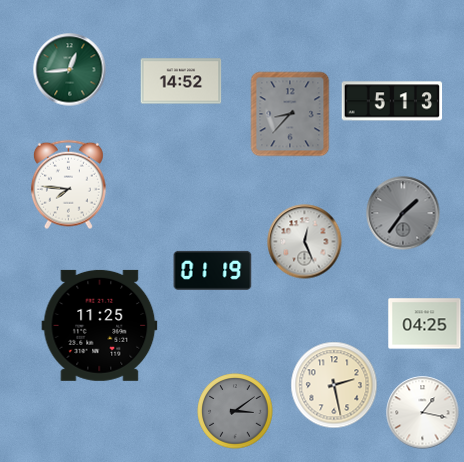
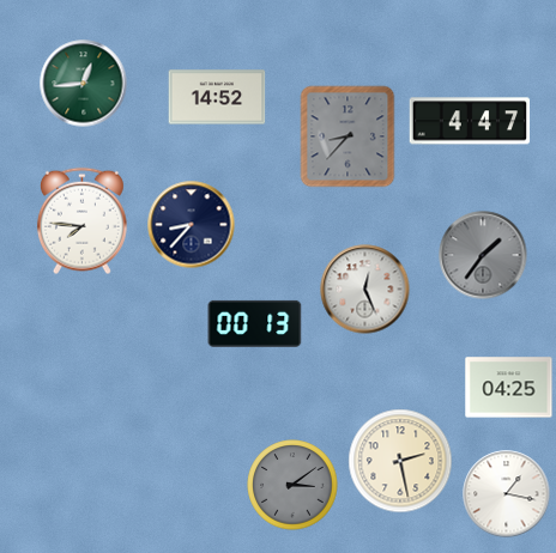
clock at (392, 101): 5:13 -> 4:47
clock at (192, 225): none -> 8:37
clock at (213, 270): 01:19 -> 00:13
clock at (100, 325): 11:25 -> none
clock at (235, 411) position: (235, 411) -> (292, 485)
